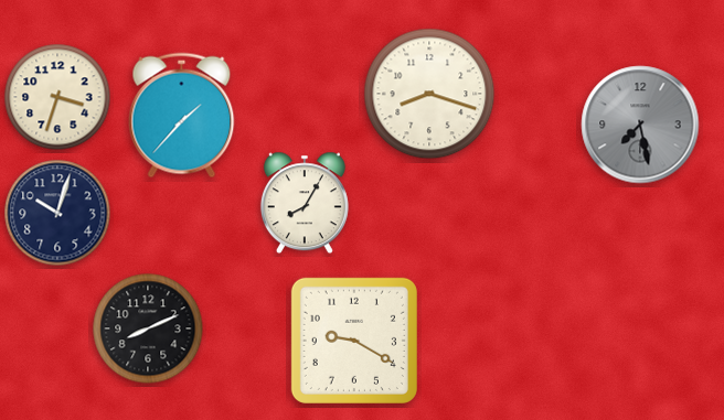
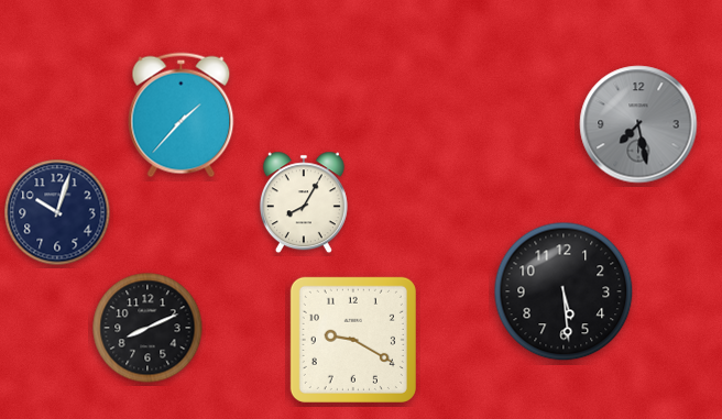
clock at (429, 94): 8:18 -> none
clock at (57, 97): 3:33 -> none
clock at (564, 291): none -> 5:29
